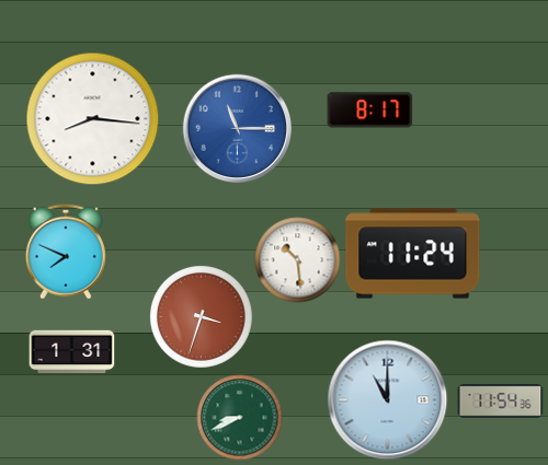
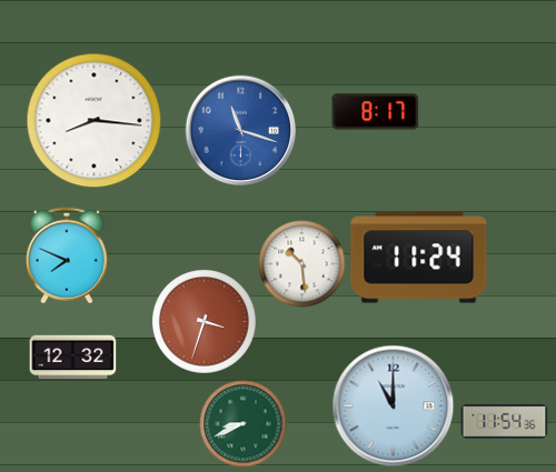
clock at (237, 128): 11:15 -> 11:18
clock at (71, 352): 1:31 -> 12:32
clock at (500, 402) position: (500, 402) -> (504, 422)
